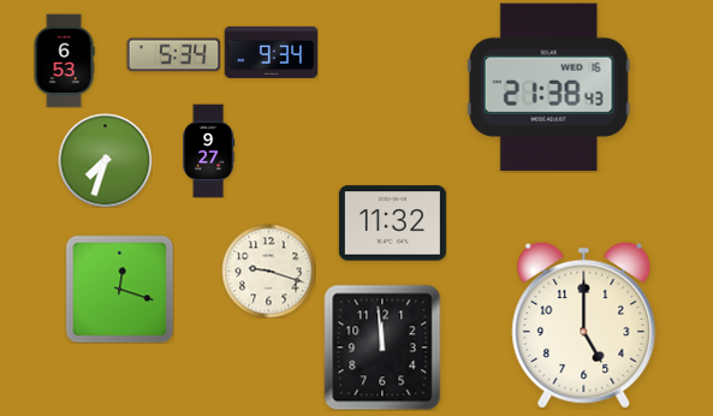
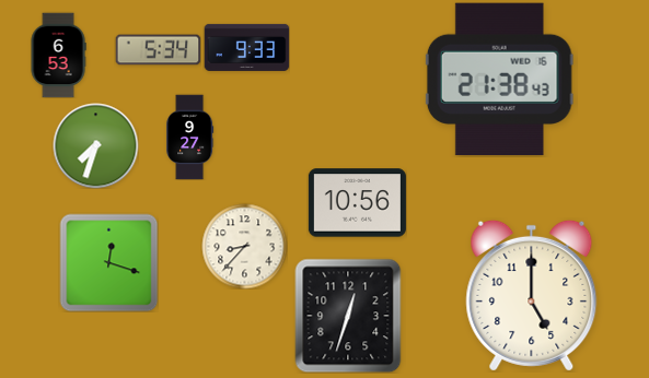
clock at (271, 52): 9:34 -> 9:33
clock at (392, 224): 11:32 -> 10:56
clock at (268, 271): 9:18 -> 8:37
clock at (382, 347): 11:59 -> 12:33
